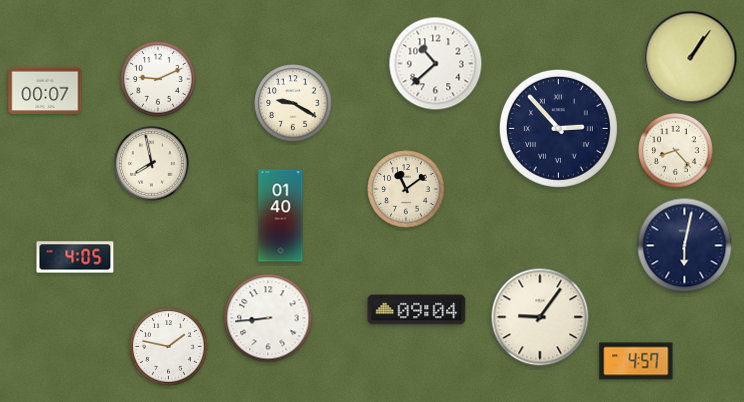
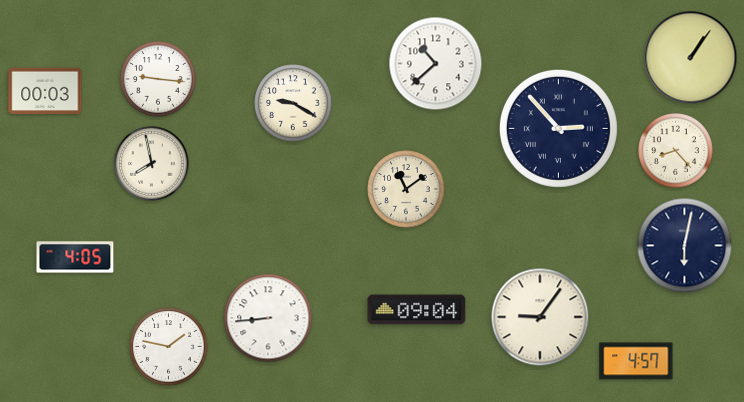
clock at (158, 79): 9:11 -> 9:16
clock at (45, 91): 00:07 -> 00:03
clock at (281, 216): 01:40 -> none
